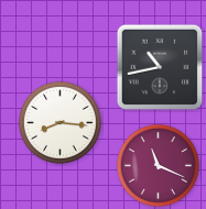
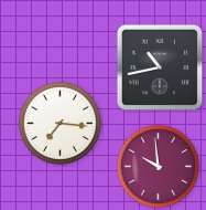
clock at (59, 122): 8:16 -> 7:16
clock at (158, 165): 11:19 -> 9:59
